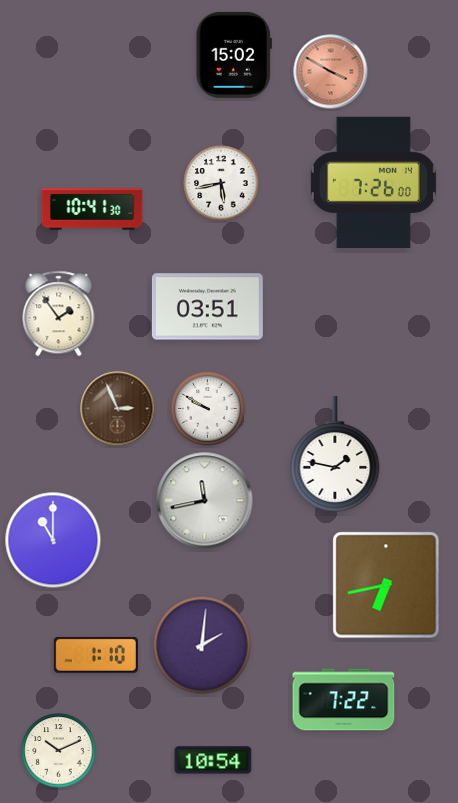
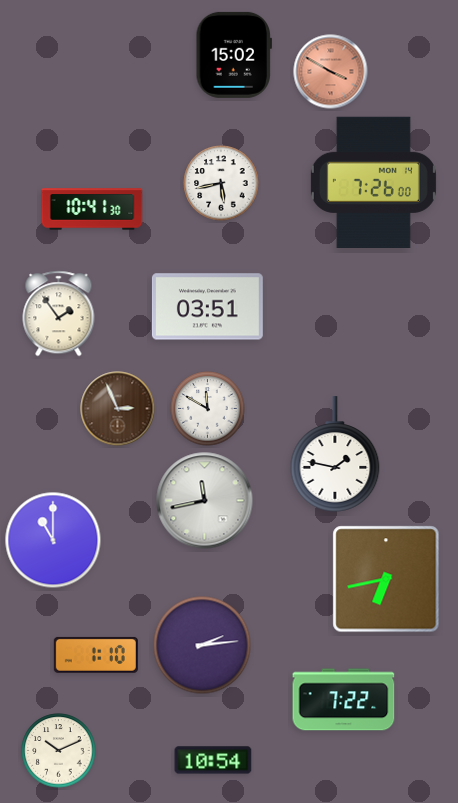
clock at (208, 409): 9:50 -> 11:50
clock at (386, 585) position: (386, 585) -> (386, 579)
clock at (202, 645): 2:01 -> 2:14
